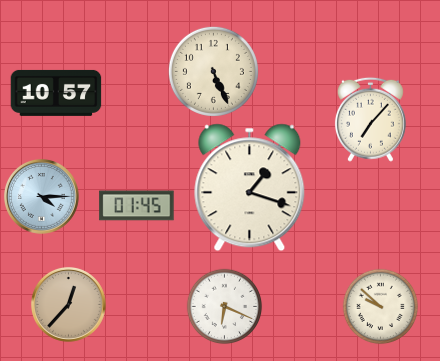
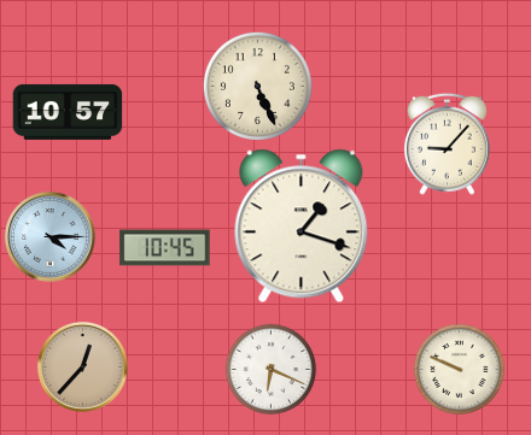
clock at (370, 119): 7:07 -> 9:07
clock at (137, 206): 01:45 -> 10:45
clock at (381, 307): 9:52 -> 9:49
